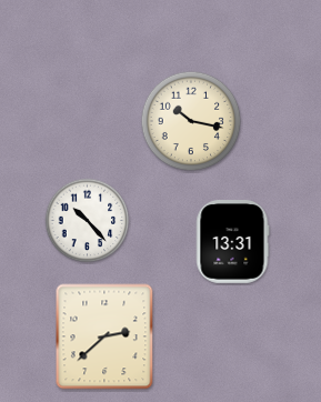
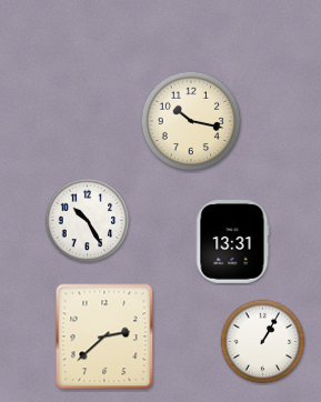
clock at (88, 221): 10:23 -> 10:25
clock at (263, 342): none -> 1:05
